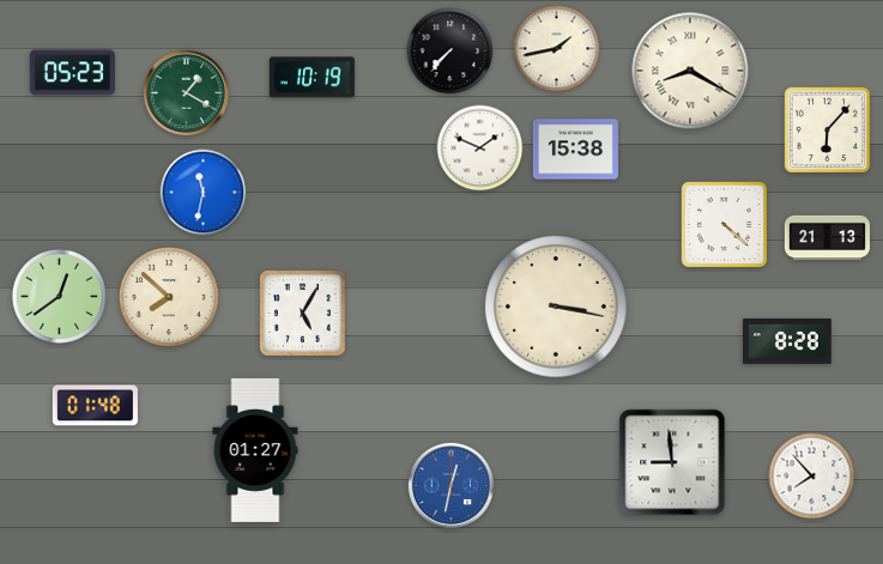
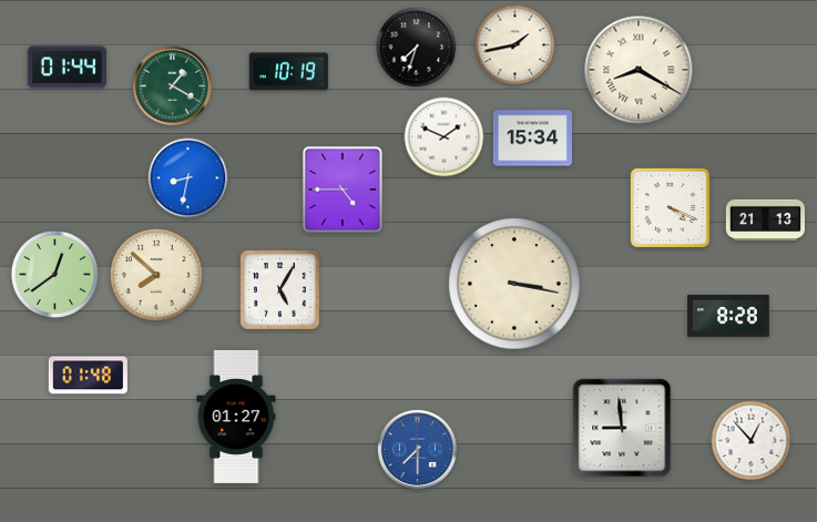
clock at (450, 51): 7:37 -> 7:33
clock at (690, 71) position: (690, 71) -> (639, 70)
clock at (72, 73): 05:23 -> 01:44
clock at (828, 131): 6:07 -> none
clock at (575, 150): 15:38 -> 15:34
clock at (204, 193): 11:32 -> 8:32
clock at (343, 190): none -> 4:45
clock at (725, 225): 4:22 -> 4:19
clock at (812, 477): 7:53 -> 12:53
clock at (450, 485): 12:32 -> 7:30
